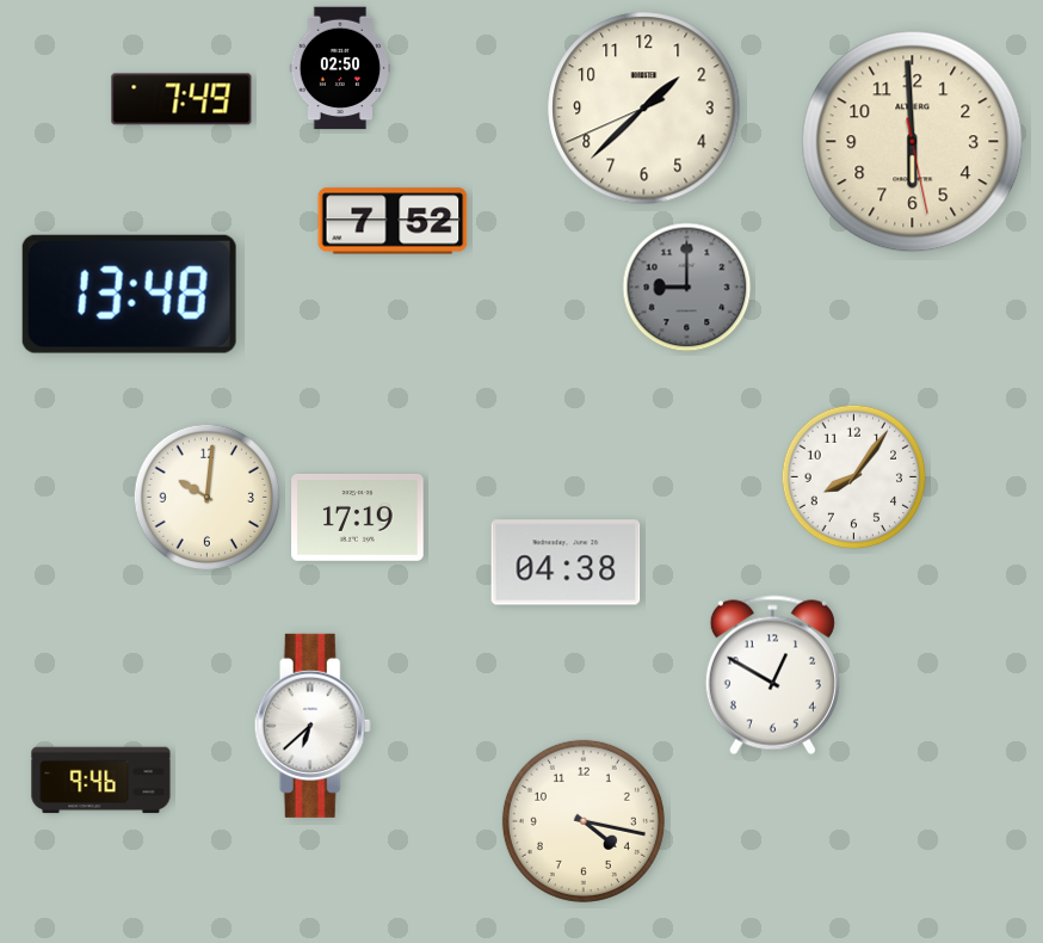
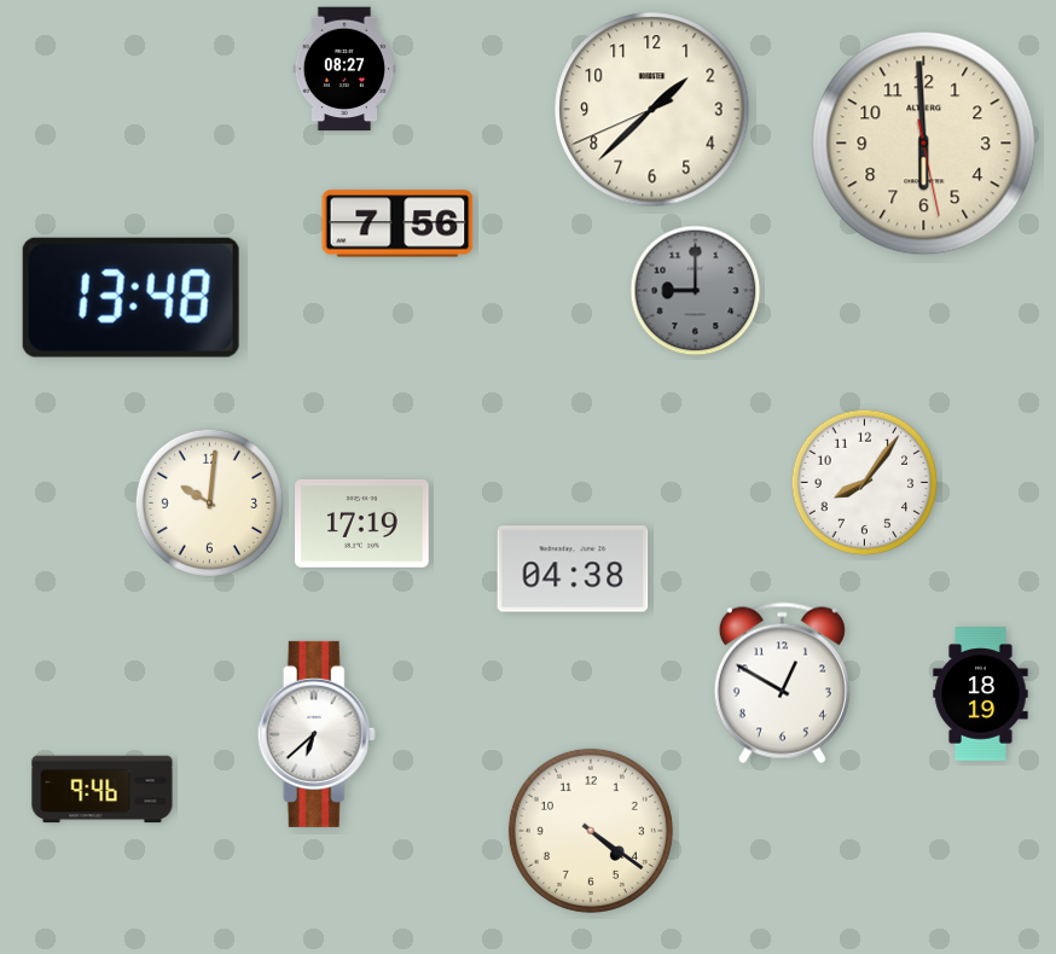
clock at (340, 68): 02:50 -> 08:27
clock at (181, 99): 7:49 -> none
clock at (393, 221): 7:52 -> 7:56
clock at (981, 694): none -> 18:19
clock at (584, 821): 4:17 -> 4:21
